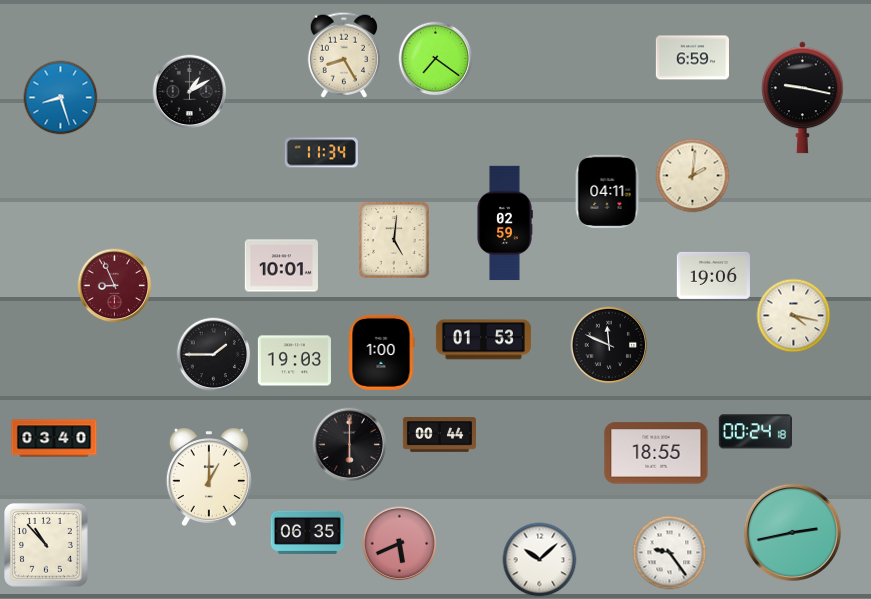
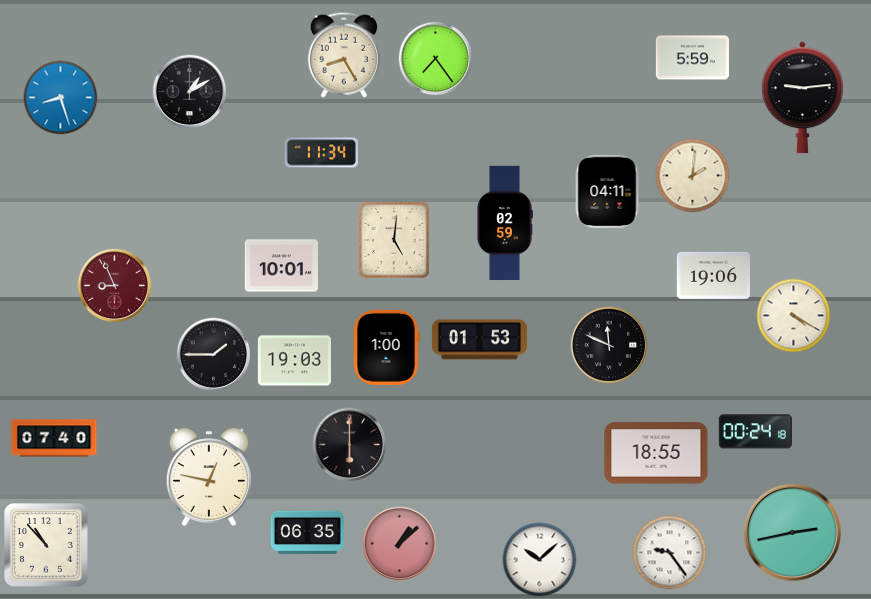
clock at (692, 58): 6:59 -> 5:59
clock at (436, 59): 7:21 -> 7:24
clock at (802, 98): 9:17 -> 9:14
clock at (794, 316): 4:17 -> 4:20
clock at (483, 340) position: (483, 340) -> (479, 340)
clock at (381, 352) position: (381, 352) -> (386, 347)
clock at (439, 435): 00:44 -> none
clock at (54, 438): 03:40 -> 07:40
clock at (209, 476): 1:00 -> 12:47
clock at (400, 544): 5:41 -> 1:08
